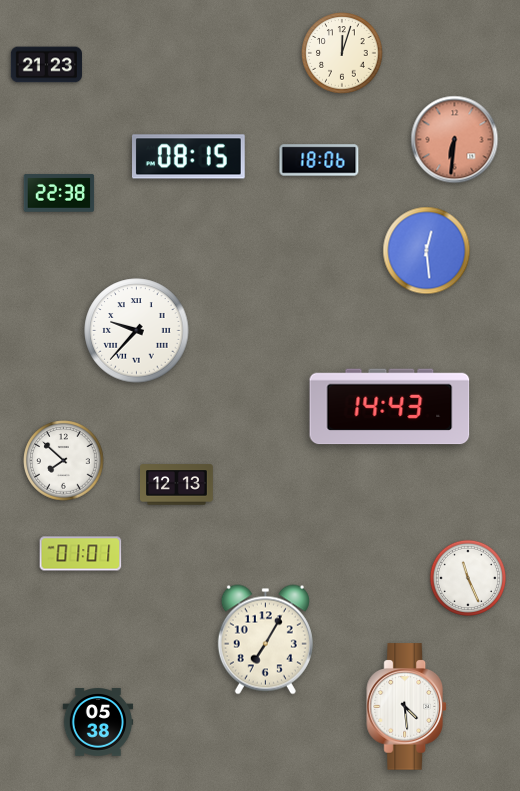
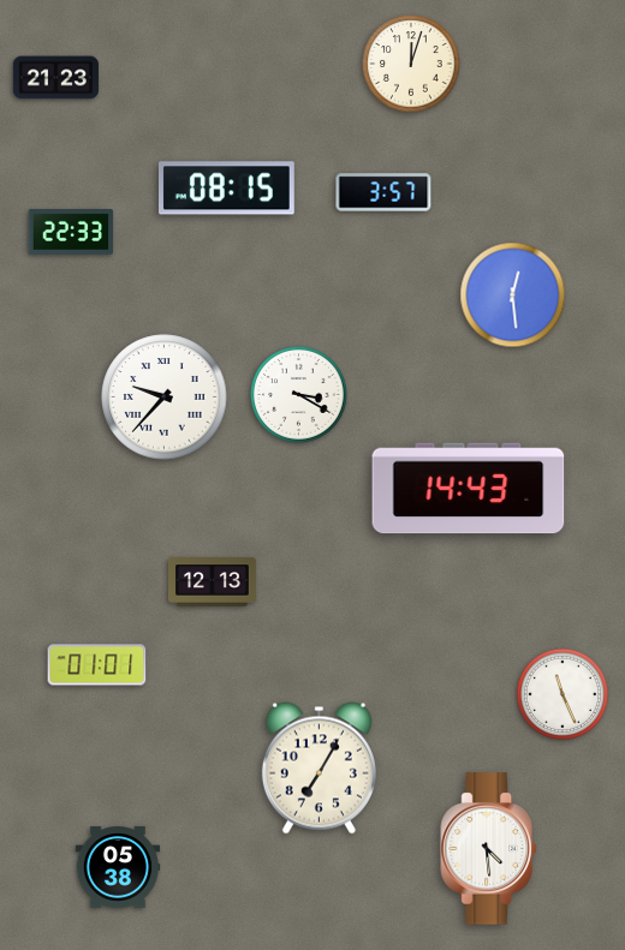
clock at (455, 140): 6:31 -> none
clock at (319, 160): 18:06 -> 3:57
clock at (59, 193): 22:38 -> 22:33
clock at (427, 251) position: (427, 251) -> (513, 295)
clock at (299, 395): none -> 3:20
clock at (64, 461): 7:52 -> none
